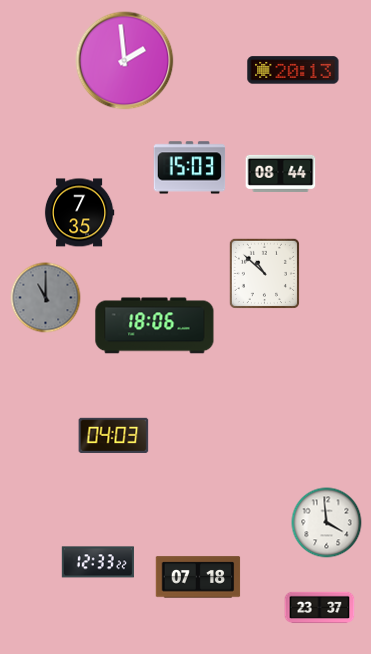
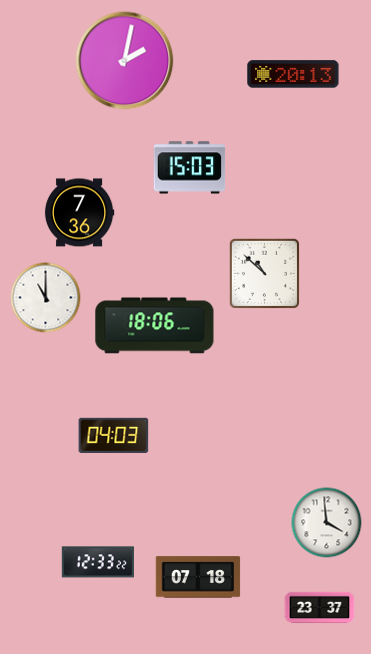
clock at (125, 61): 1:59 -> 2:02
clock at (293, 70) position: (293, 70) -> (293, 74)
clock at (281, 173): 08:44 -> none
clock at (79, 213): 7:35 -> 7:36
clock at (46, 298) dial: grey -> white
